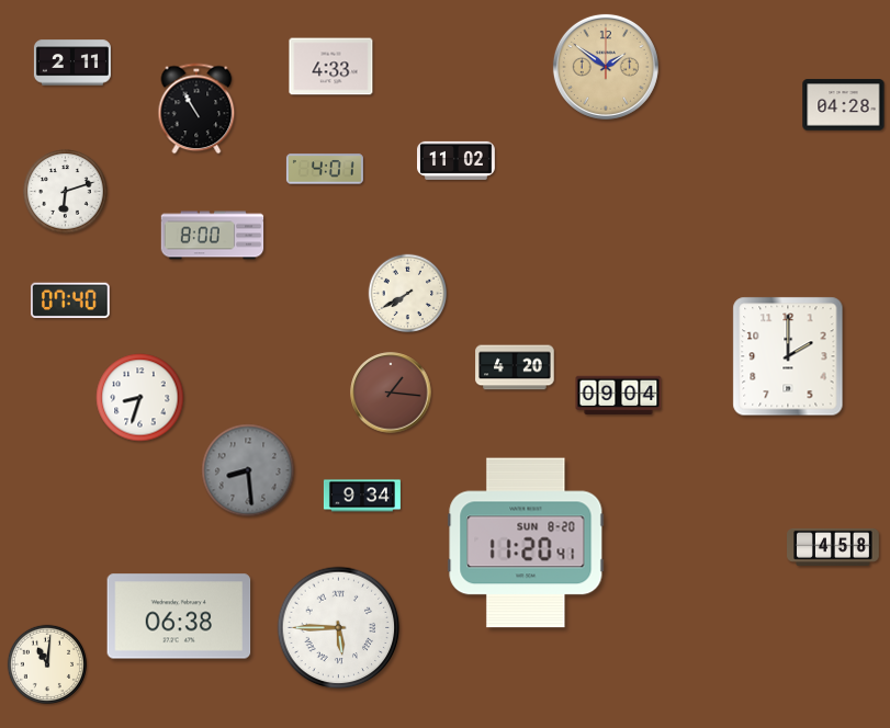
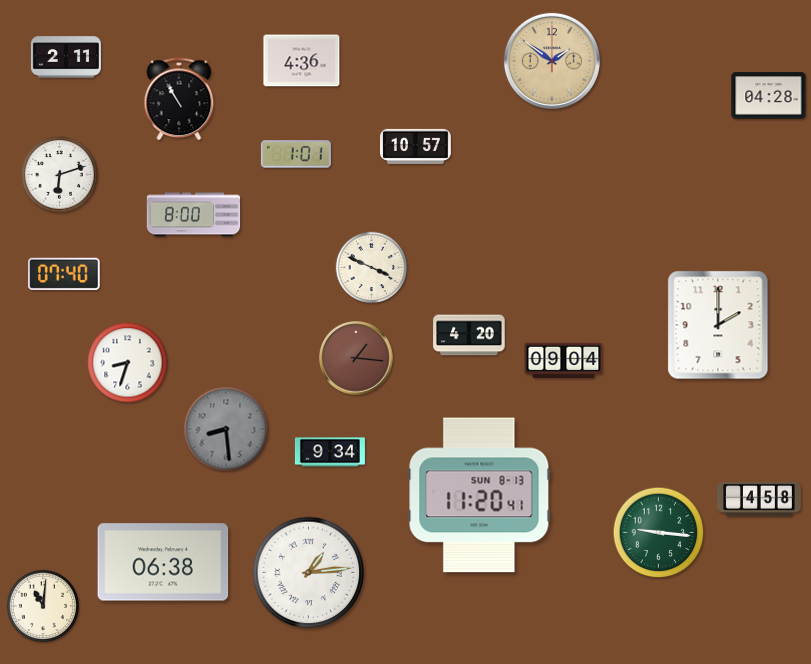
clock at (331, 67): 4:33 -> 4:36
clock at (457, 160): 11:02 -> 10:57
clock at (325, 169): 4:01 -> 1:01
clock at (408, 294): 7:40 -> 3:49
clock at (526, 543) date: SUN 8-20 -> SUN 8-13
clock at (659, 533): none -> 9:16
clock at (339, 628): 5:45 -> 1:14
